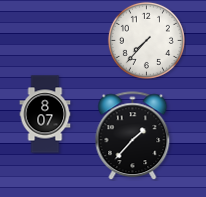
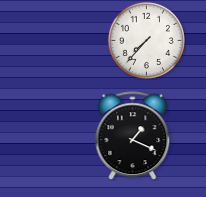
clock at (45, 114): 8:07 -> none
clock at (133, 136): 1:37 -> 1:19
